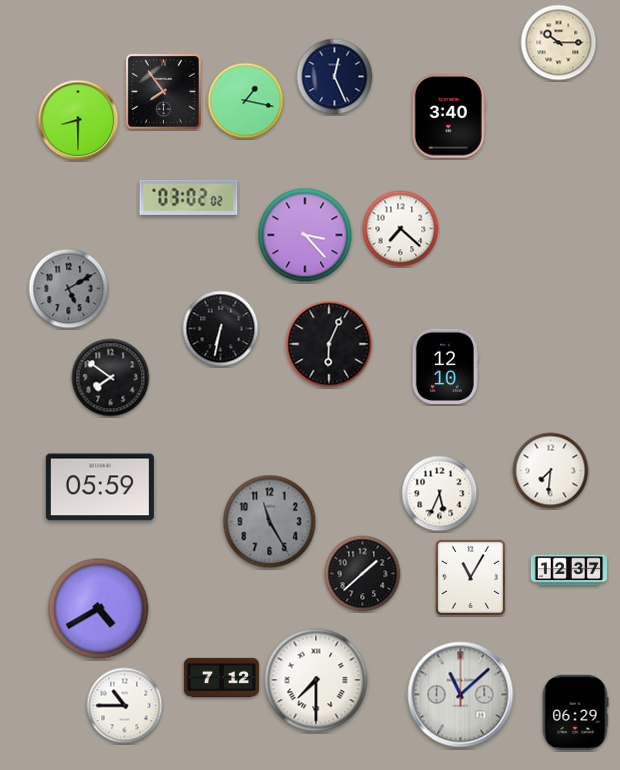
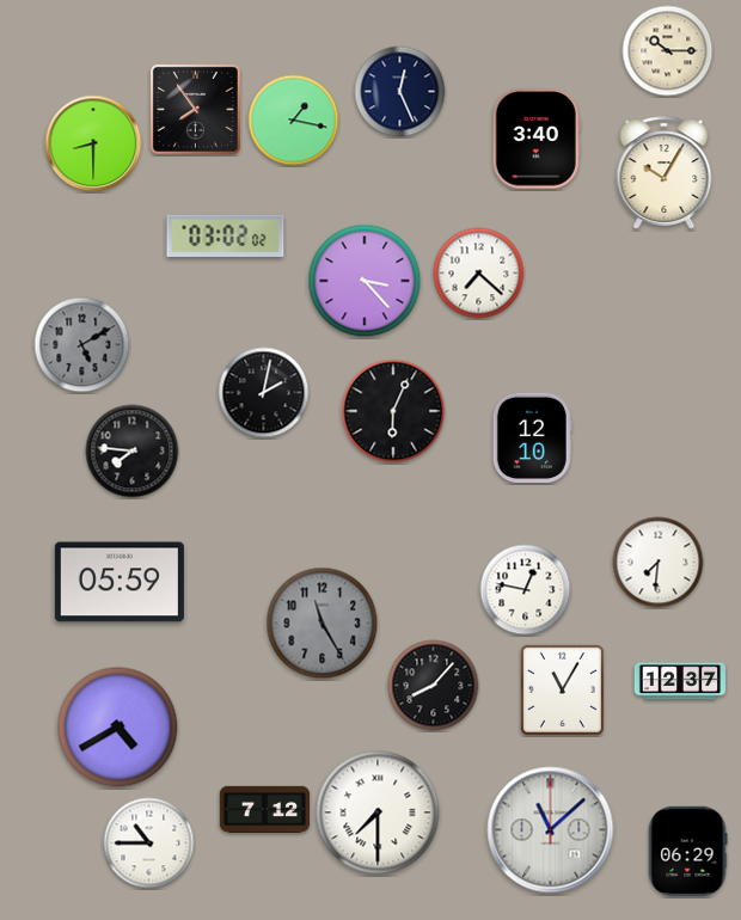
clock at (665, 173): none -> 10:05
clock at (221, 329): 6:32 -> 2:02
clock at (111, 378): 7:51 -> 7:46
clock at (440, 494): 5:34 -> 12:47
clock at (363, 574): 1:38 -> 8:07
